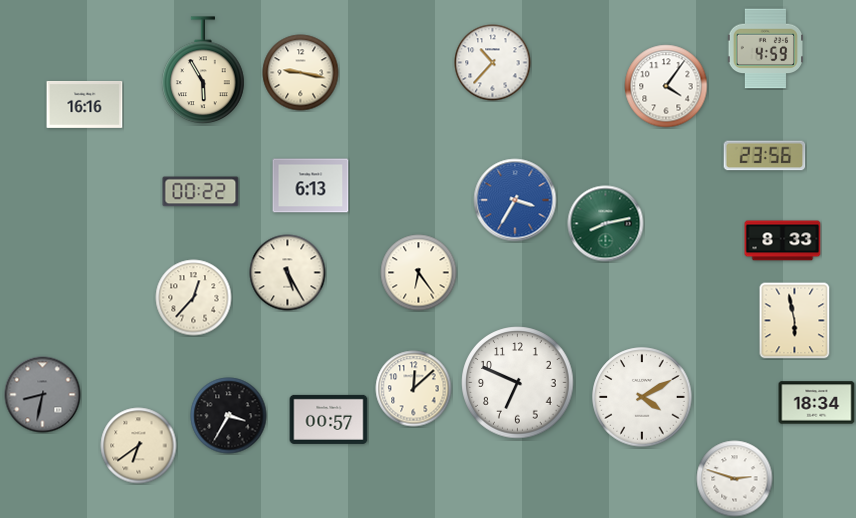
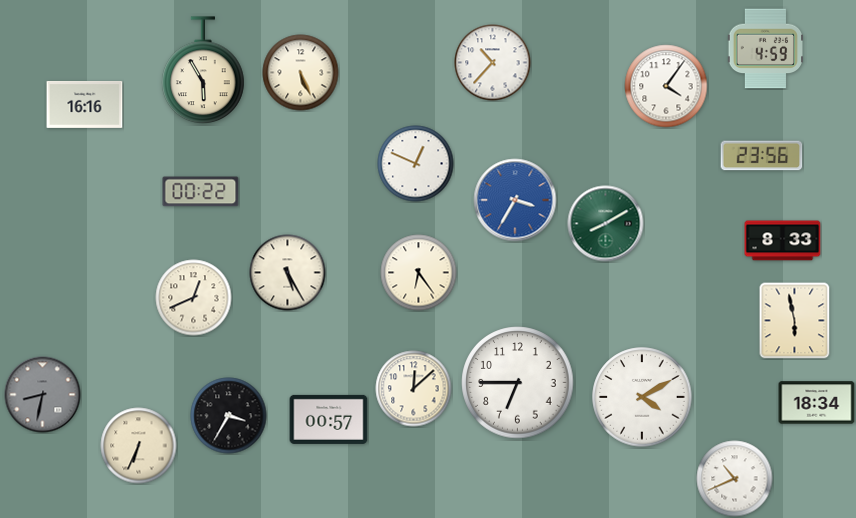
clock at (301, 73): 9:17 -> 5:26
clock at (765, 156) position: (765, 156) -> (762, 156)
clock at (416, 164): none -> 12:49
clock at (311, 186): 6:13 -> none
clock at (606, 224): 8:13 -> 8:10
clock at (194, 298): 12:37 -> 12:41
clock at (518, 383): 6:49 -> 6:45
clock at (139, 446): 6:39 -> 6:34
clock at (735, 479): 2:48 -> 10:41
